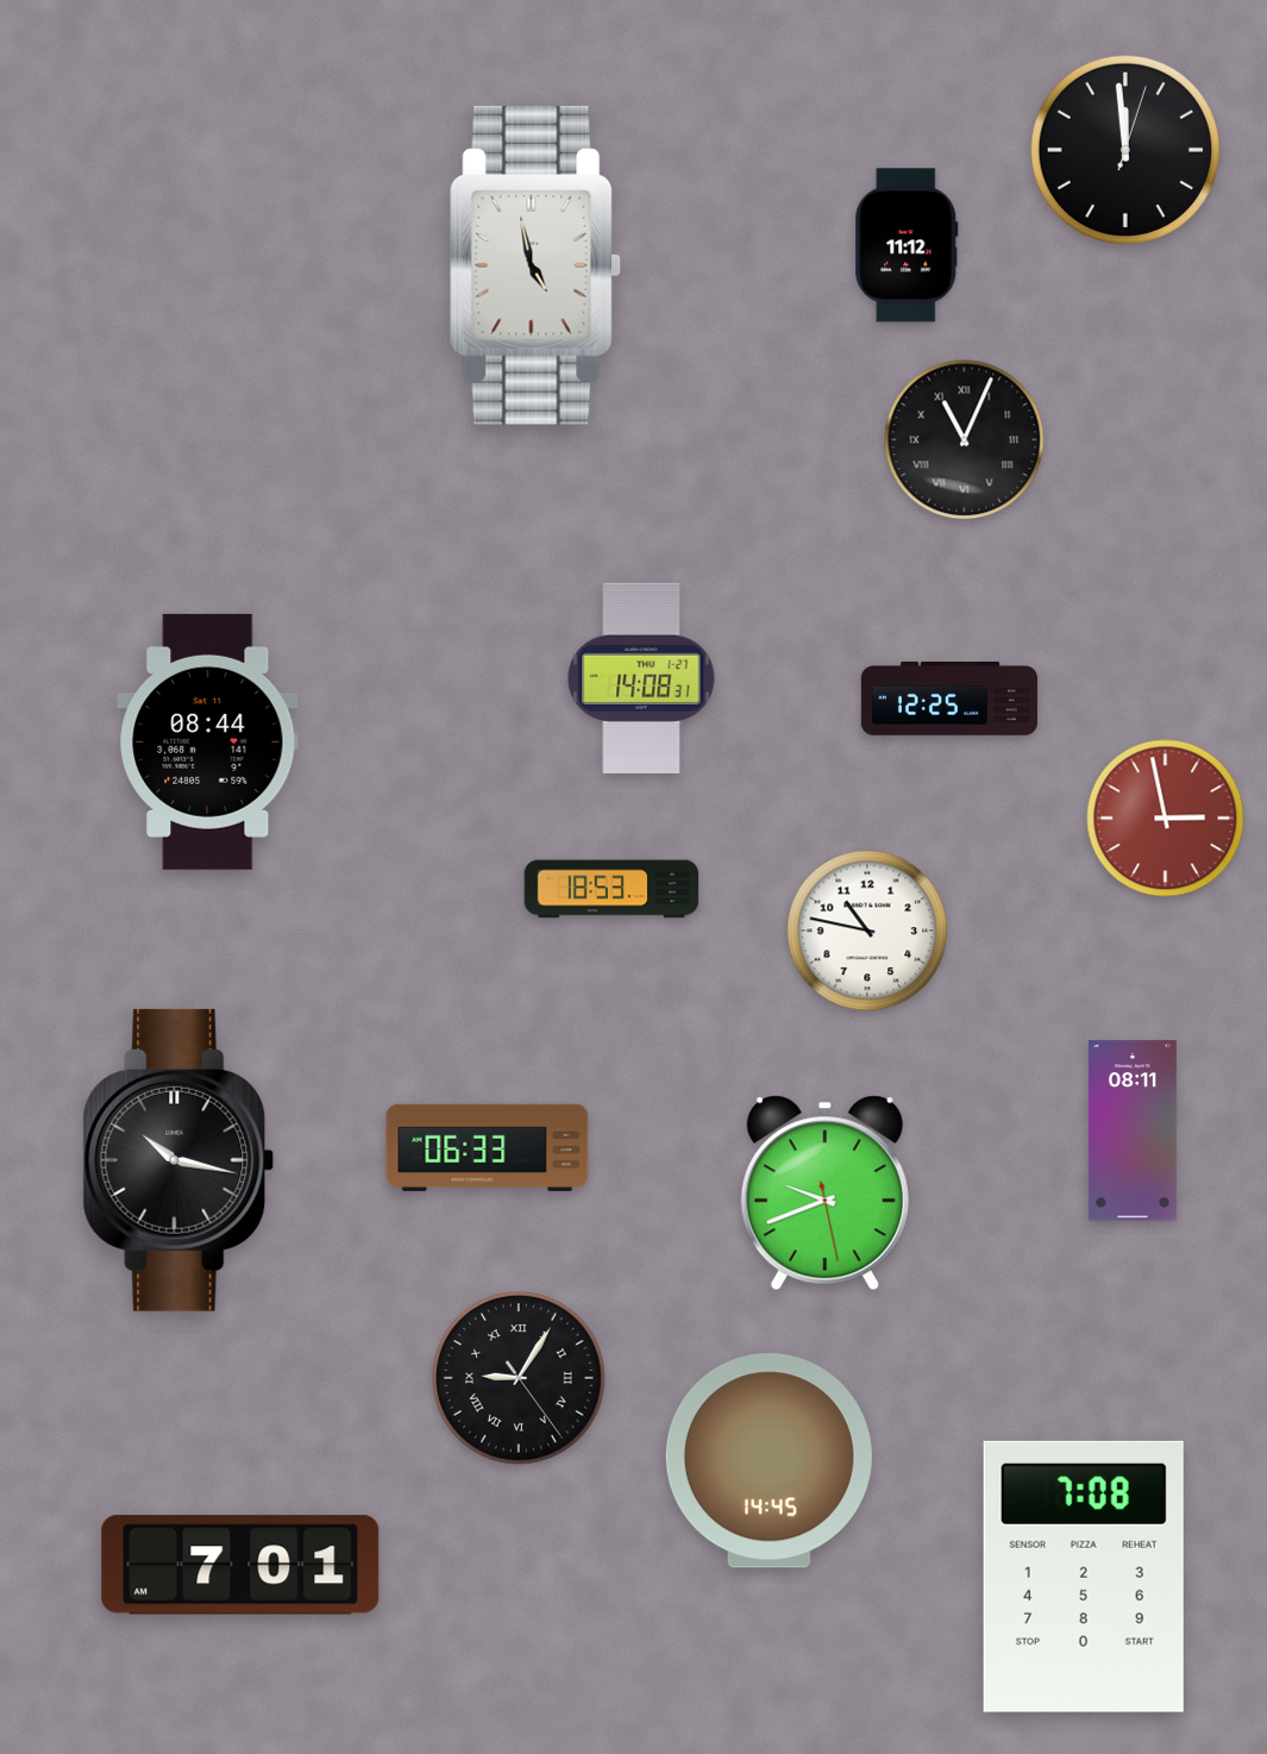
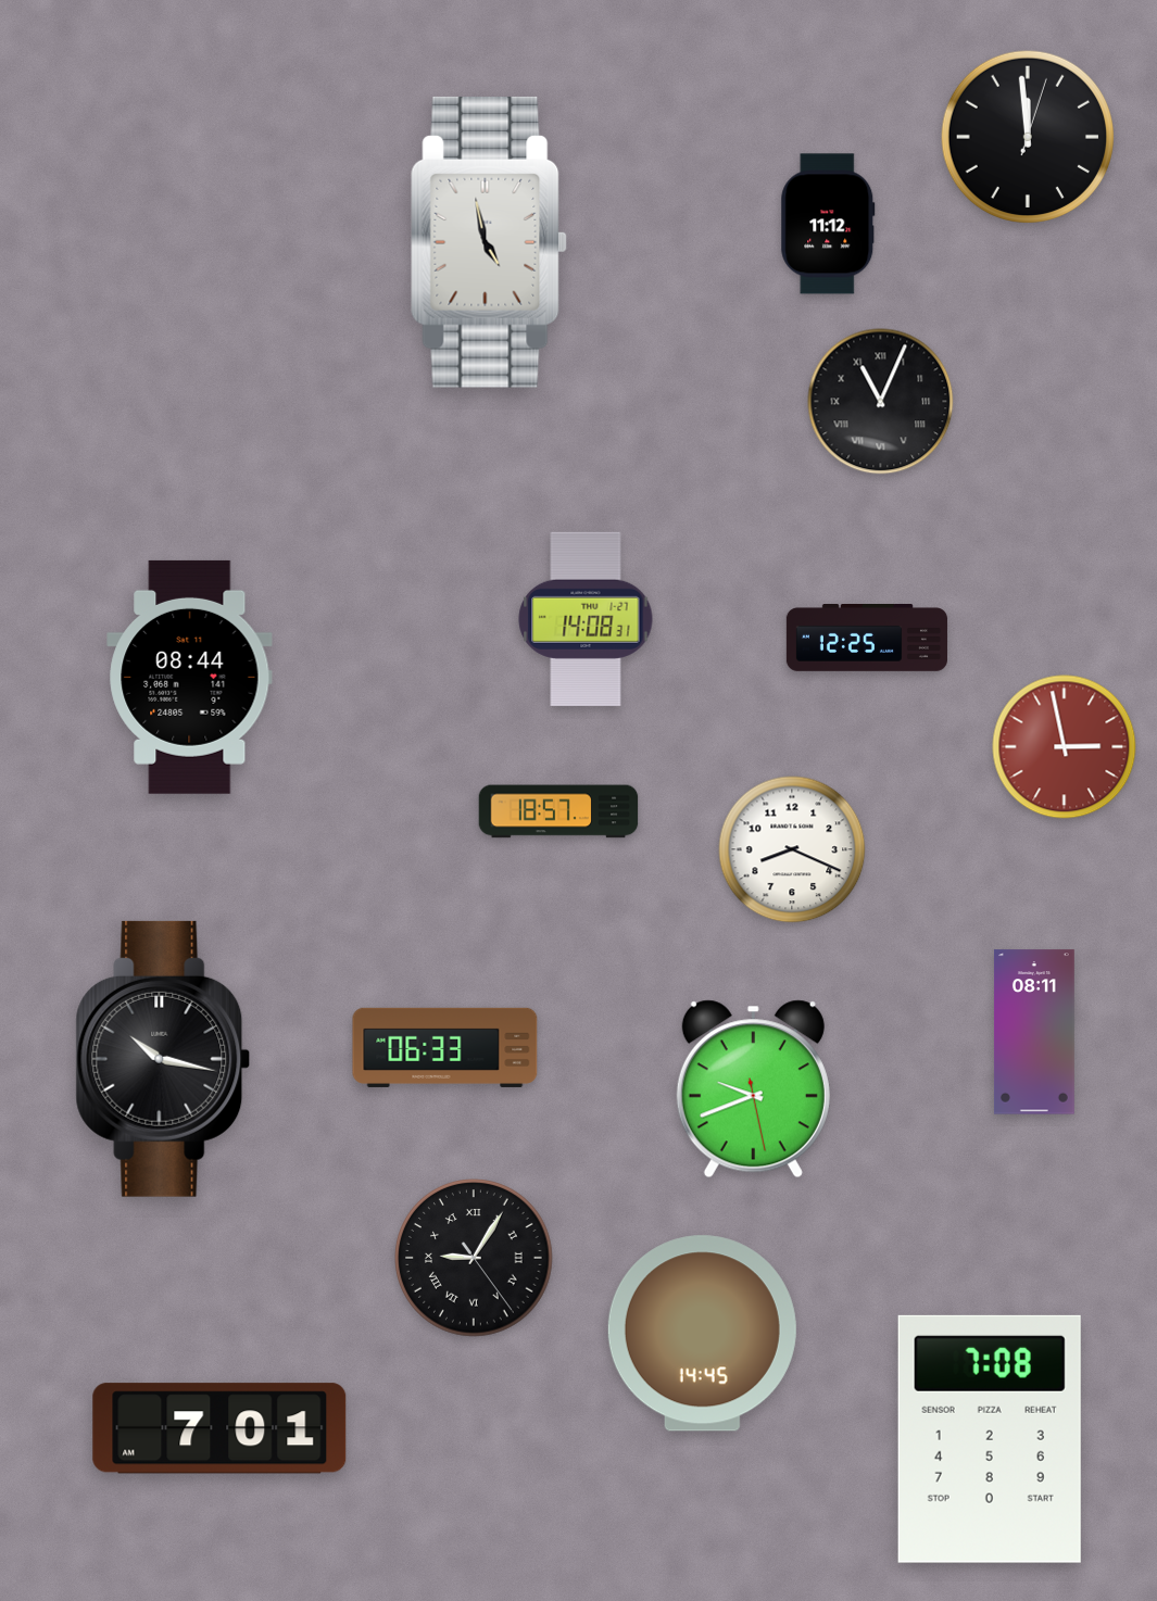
clock at (611, 889): 18:53 -> 18:57
clock at (867, 931): 10:47 -> 8:19
